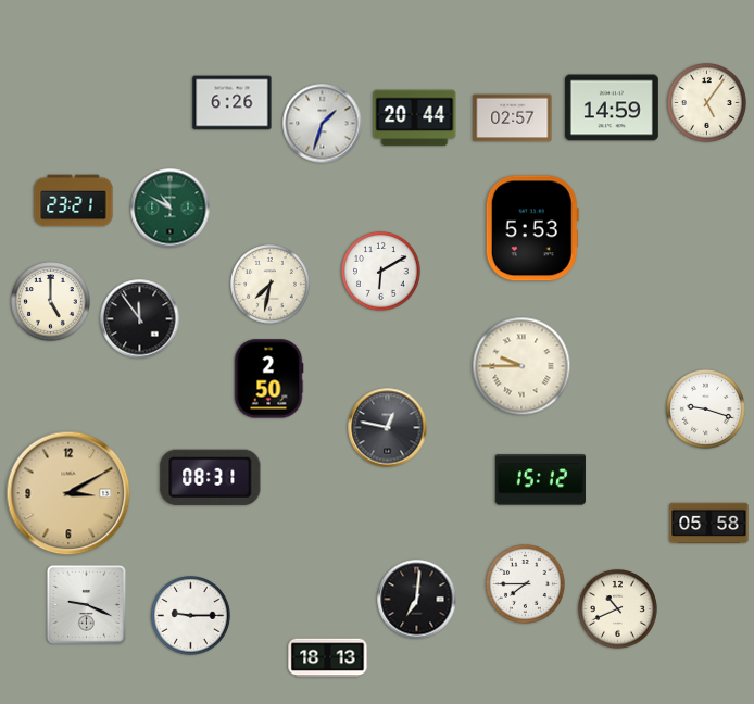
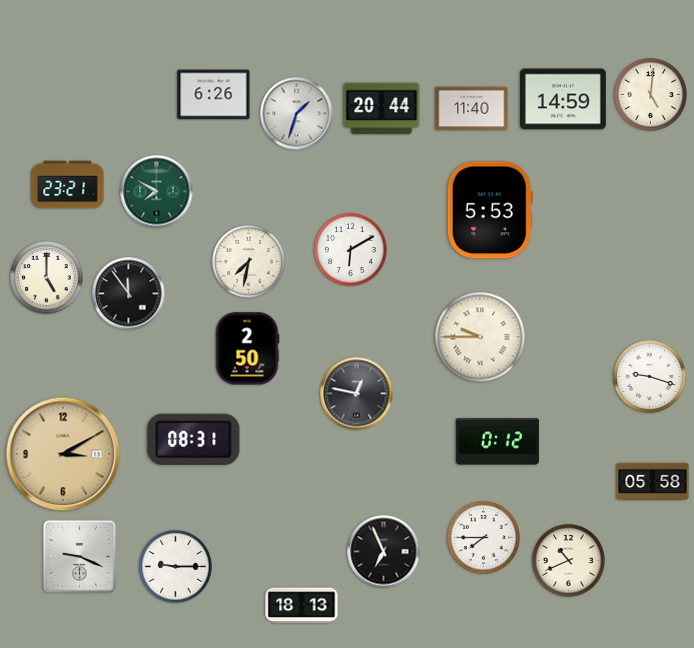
clock at (707, 103): 5:06 -> 5:01
clock at (513, 118): 02:57 -> 11:40
clock at (171, 209): 10:50 -> 7:50
clock at (540, 480): 15:12 -> 0:12
clock at (417, 600): 7:01 -> 6:56
